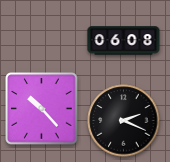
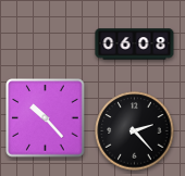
clock at (124, 121): 2:19 -> 2:23
